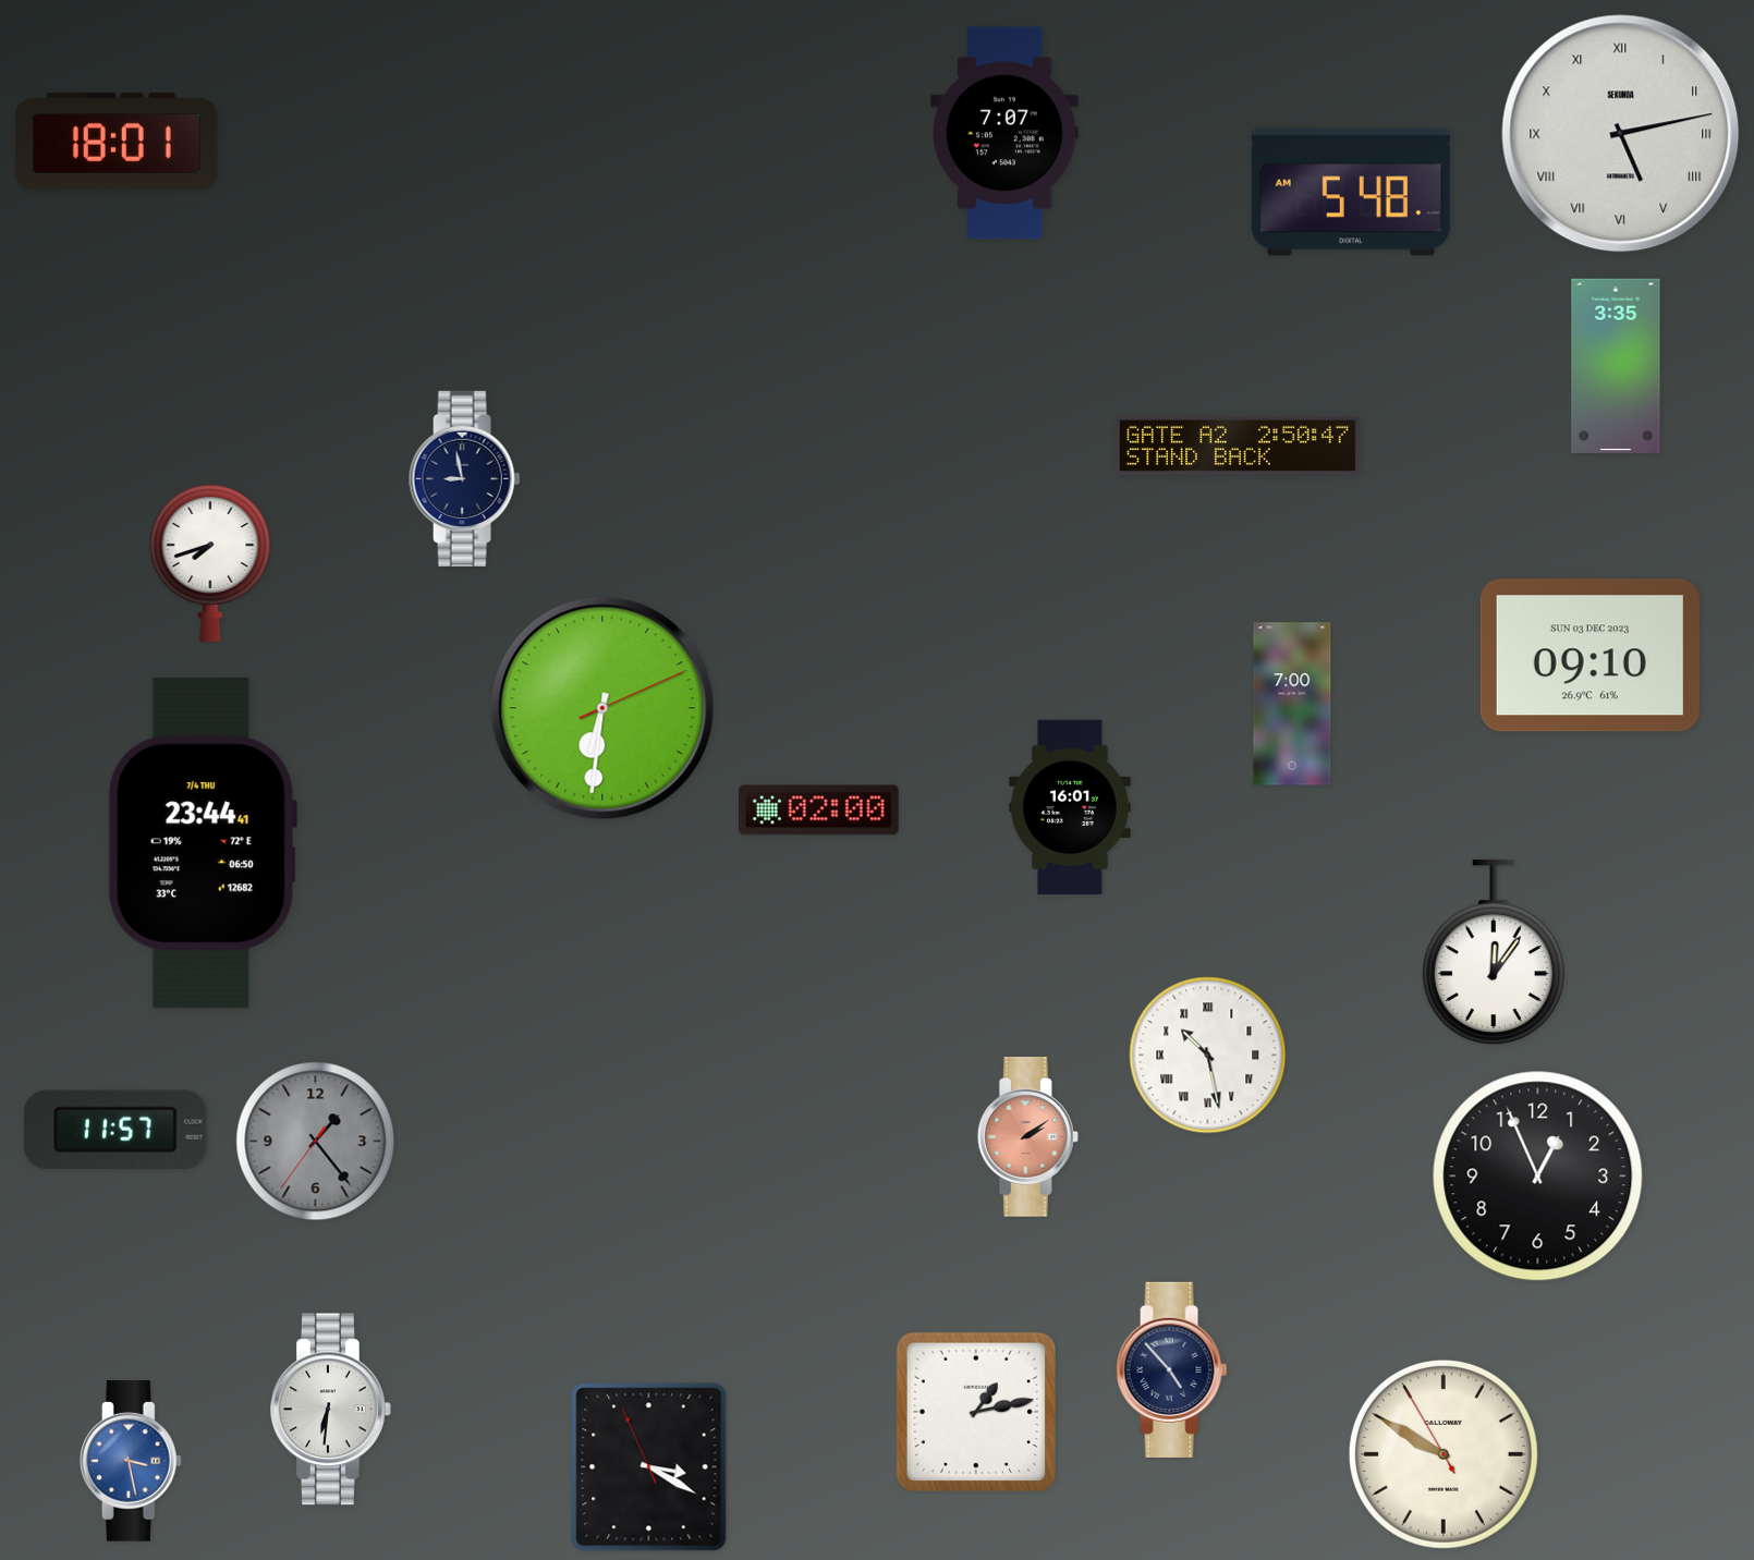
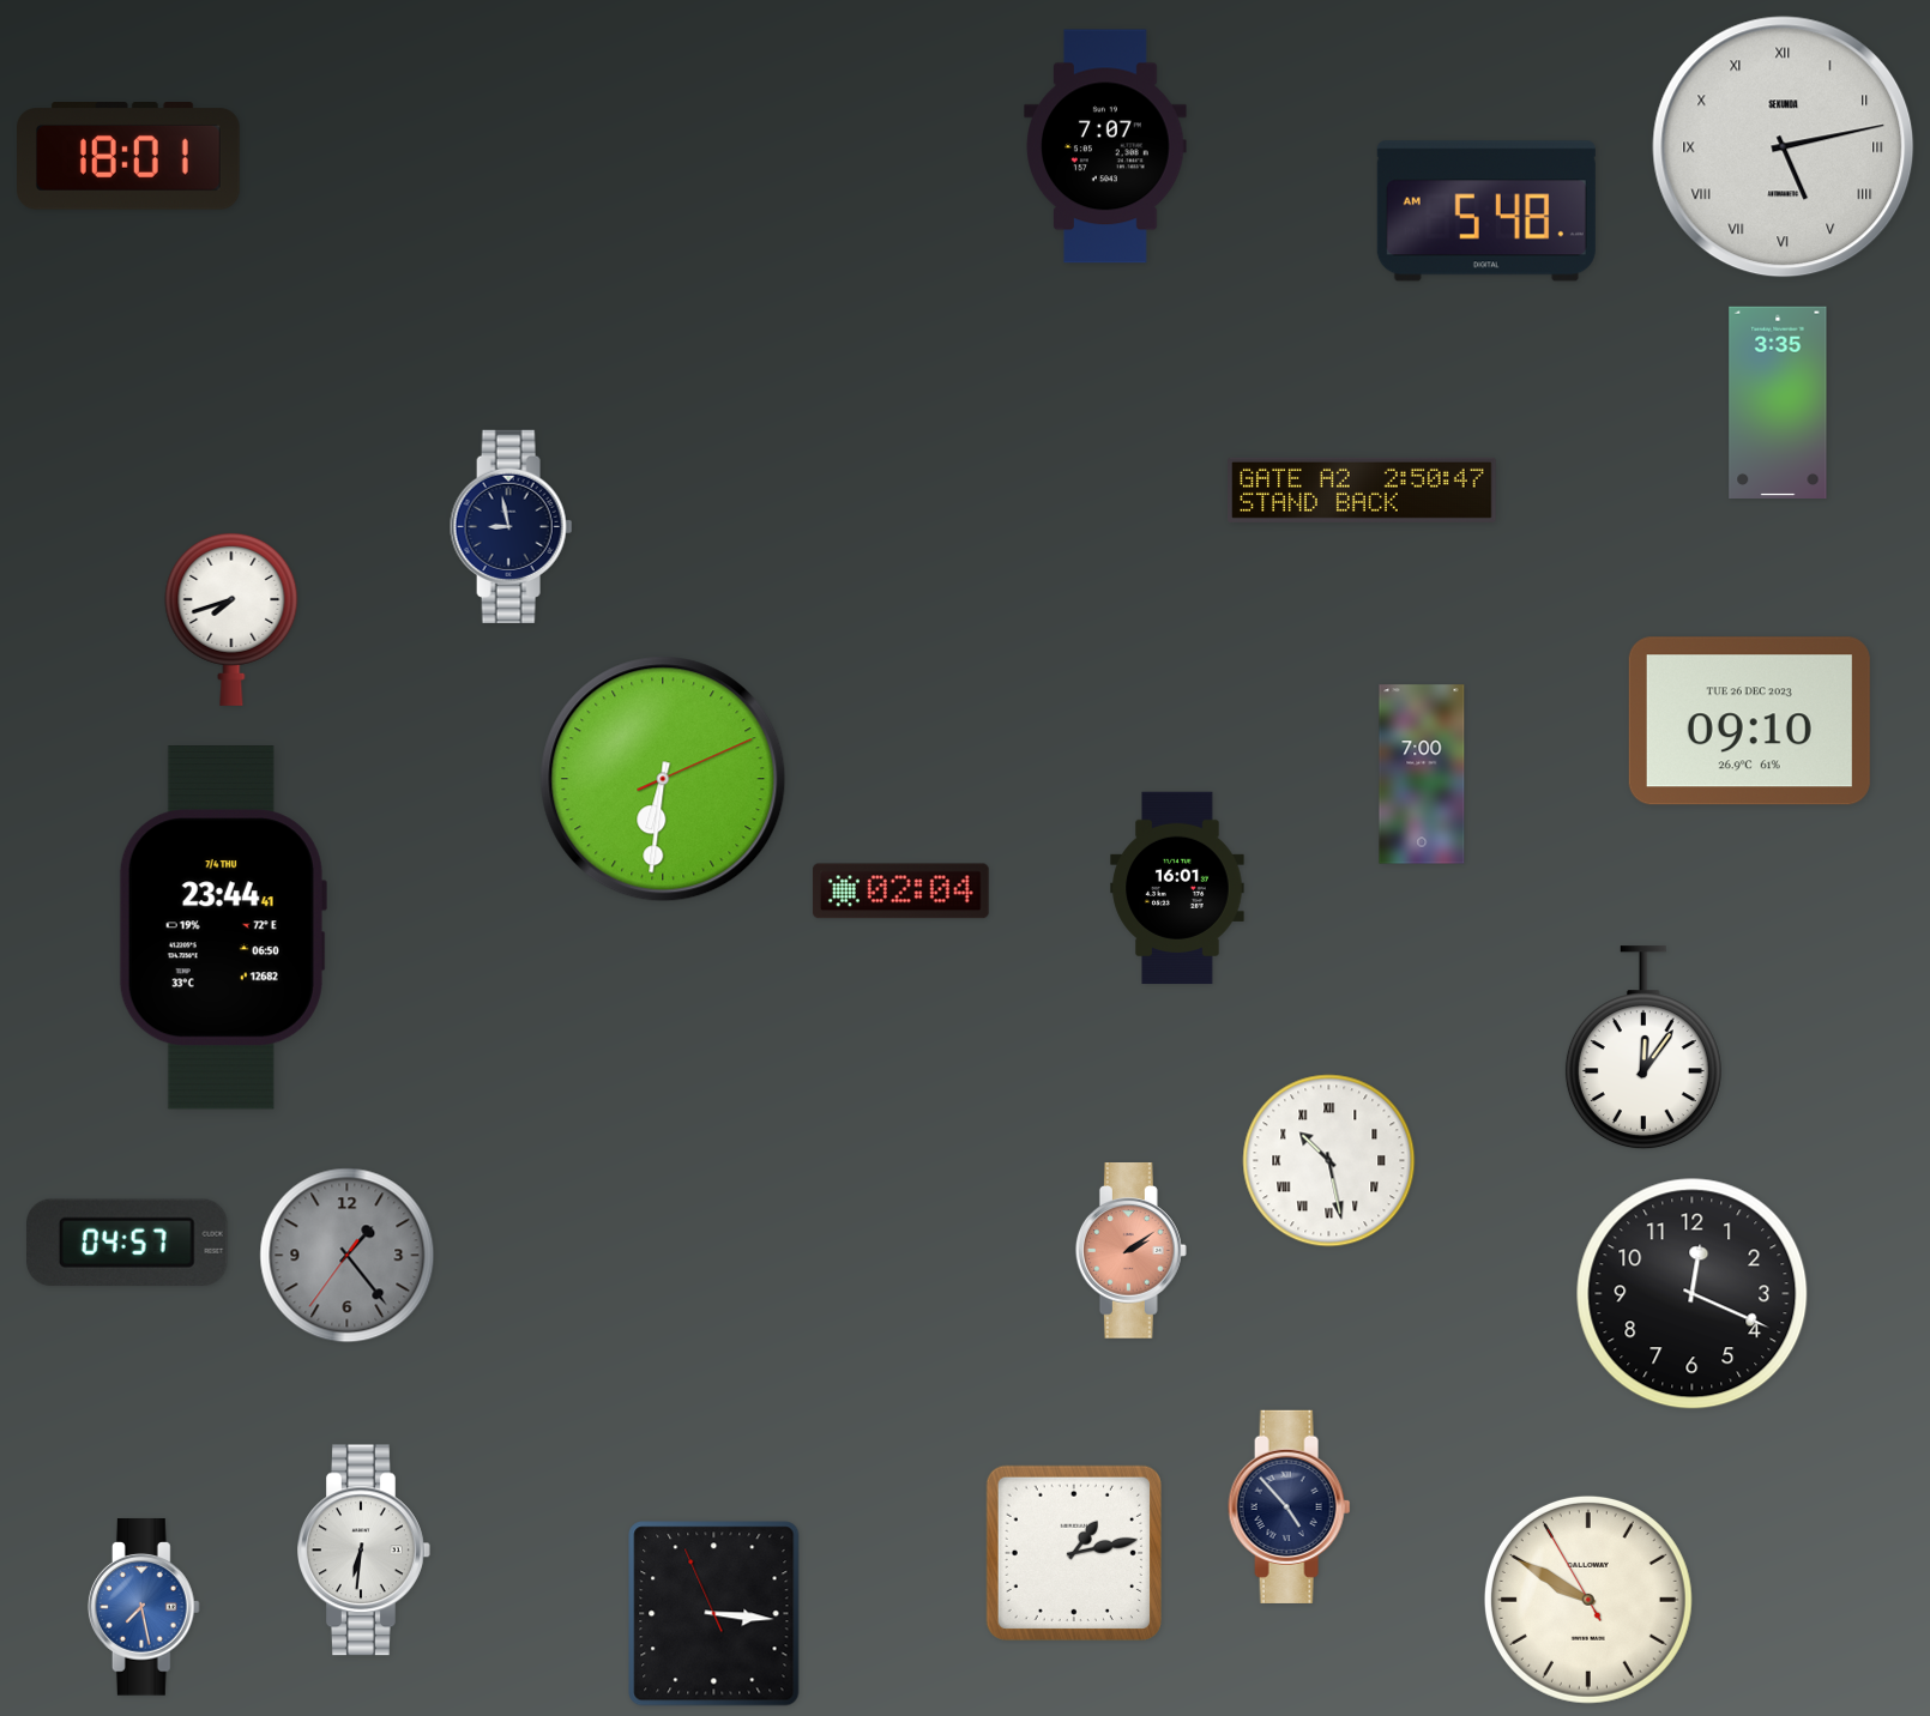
clock at (1589, 656) date: SUN 03 DEC 2023 -> TUE 26 DEC 2023
clock at (818, 811): 02:00 -> 02:04
clock at (117, 1130): 11:57 -> 04:57
clock at (1538, 1177): 12:56 -> 12:19
clock at (131, 1461): 3:28 -> 7:28
clock at (649, 1467): 3:19 -> 3:15
